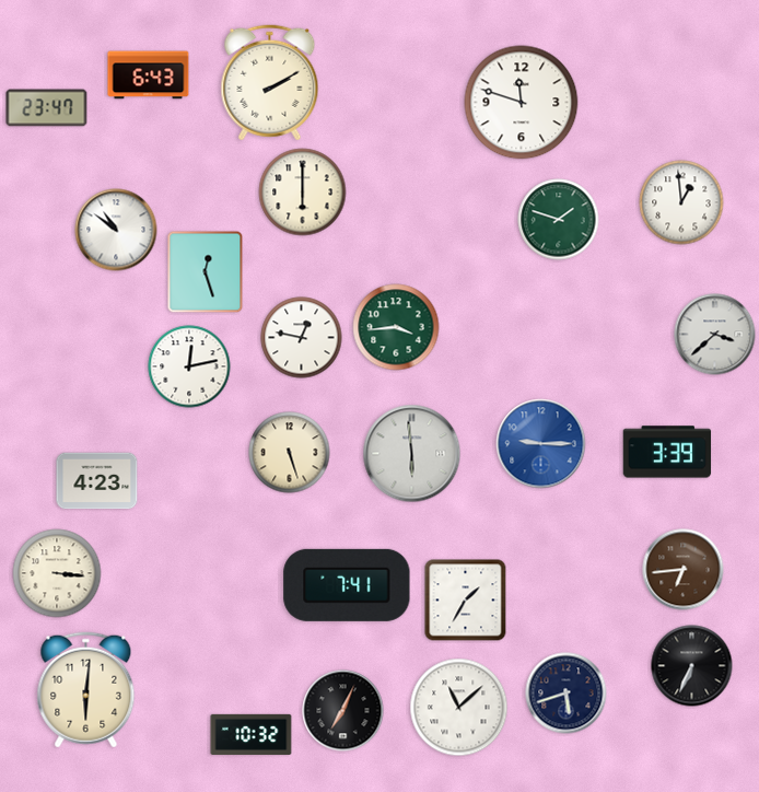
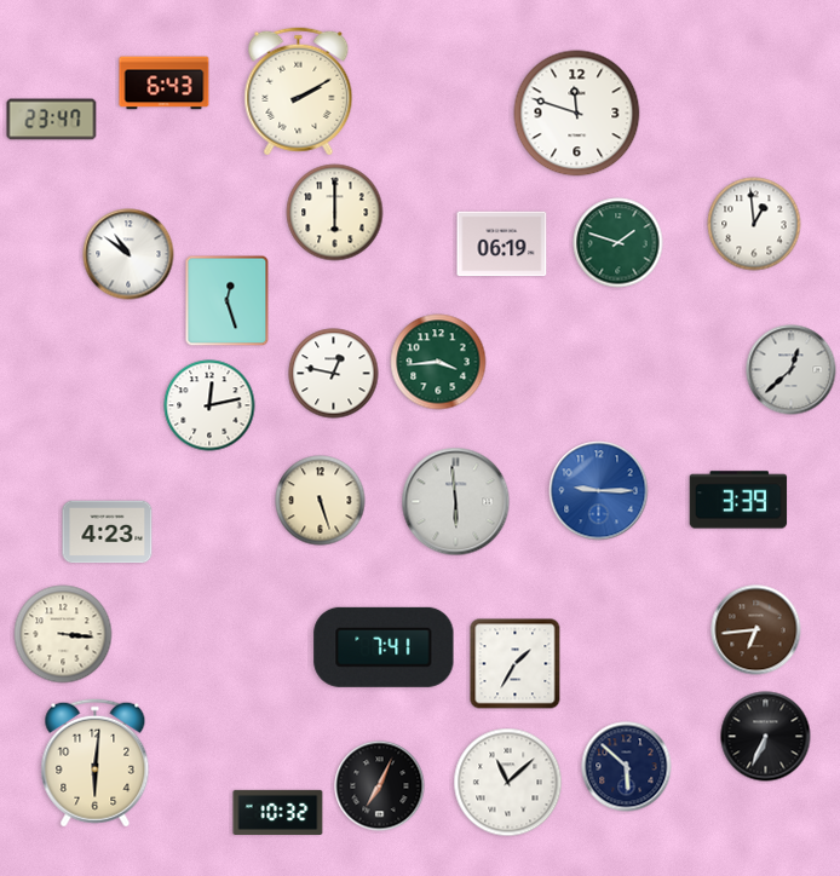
clock at (502, 244): none -> 06:19
clock at (715, 335): 3:38 -> 12:38
clock at (567, 694): 5:42 -> 5:52
